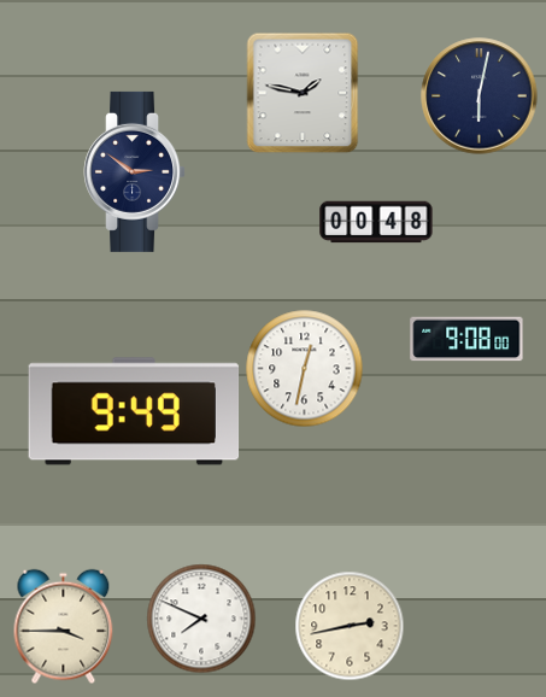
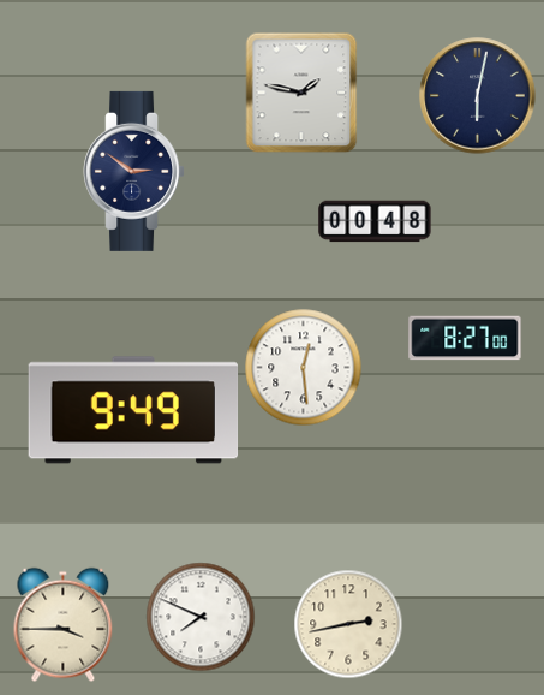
clock at (466, 339): 9:08 -> 8:27
clock at (304, 368): 12:32 -> 12:29
